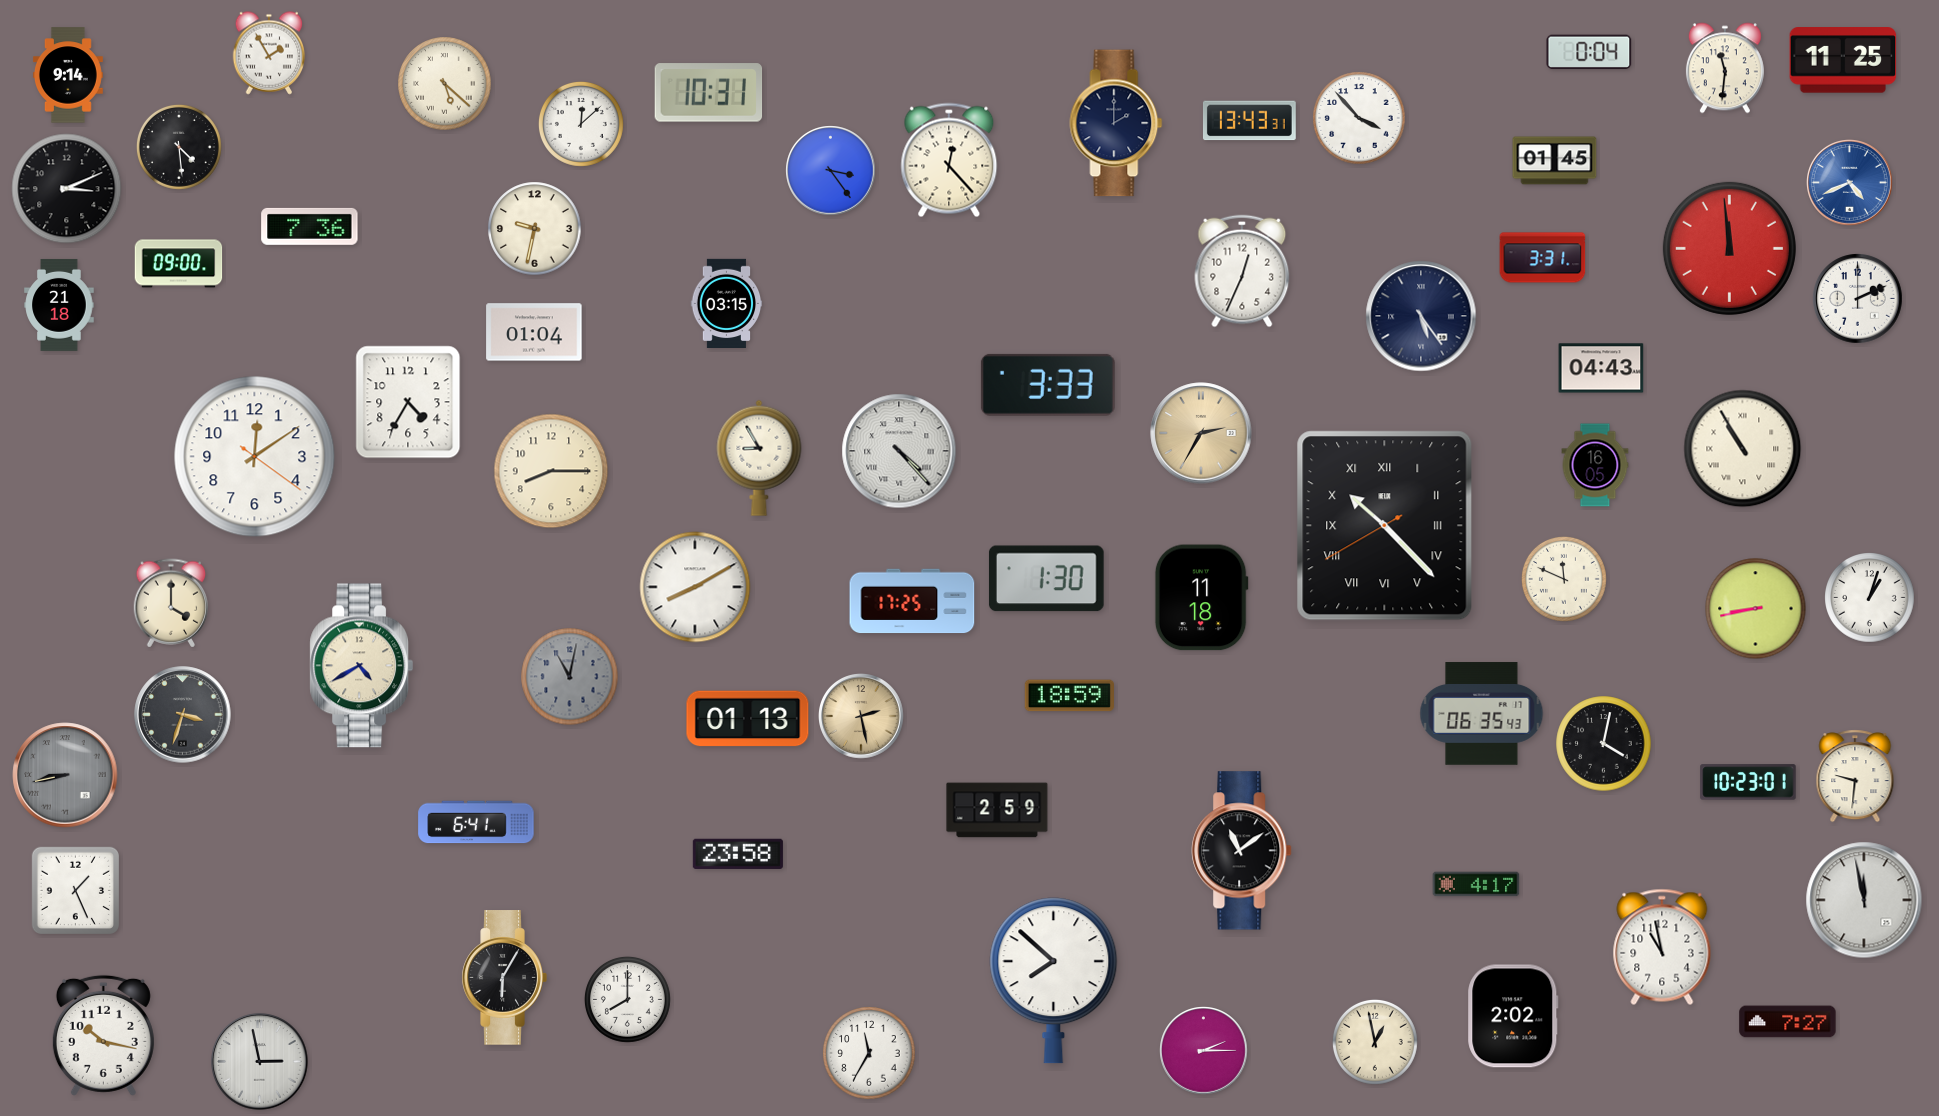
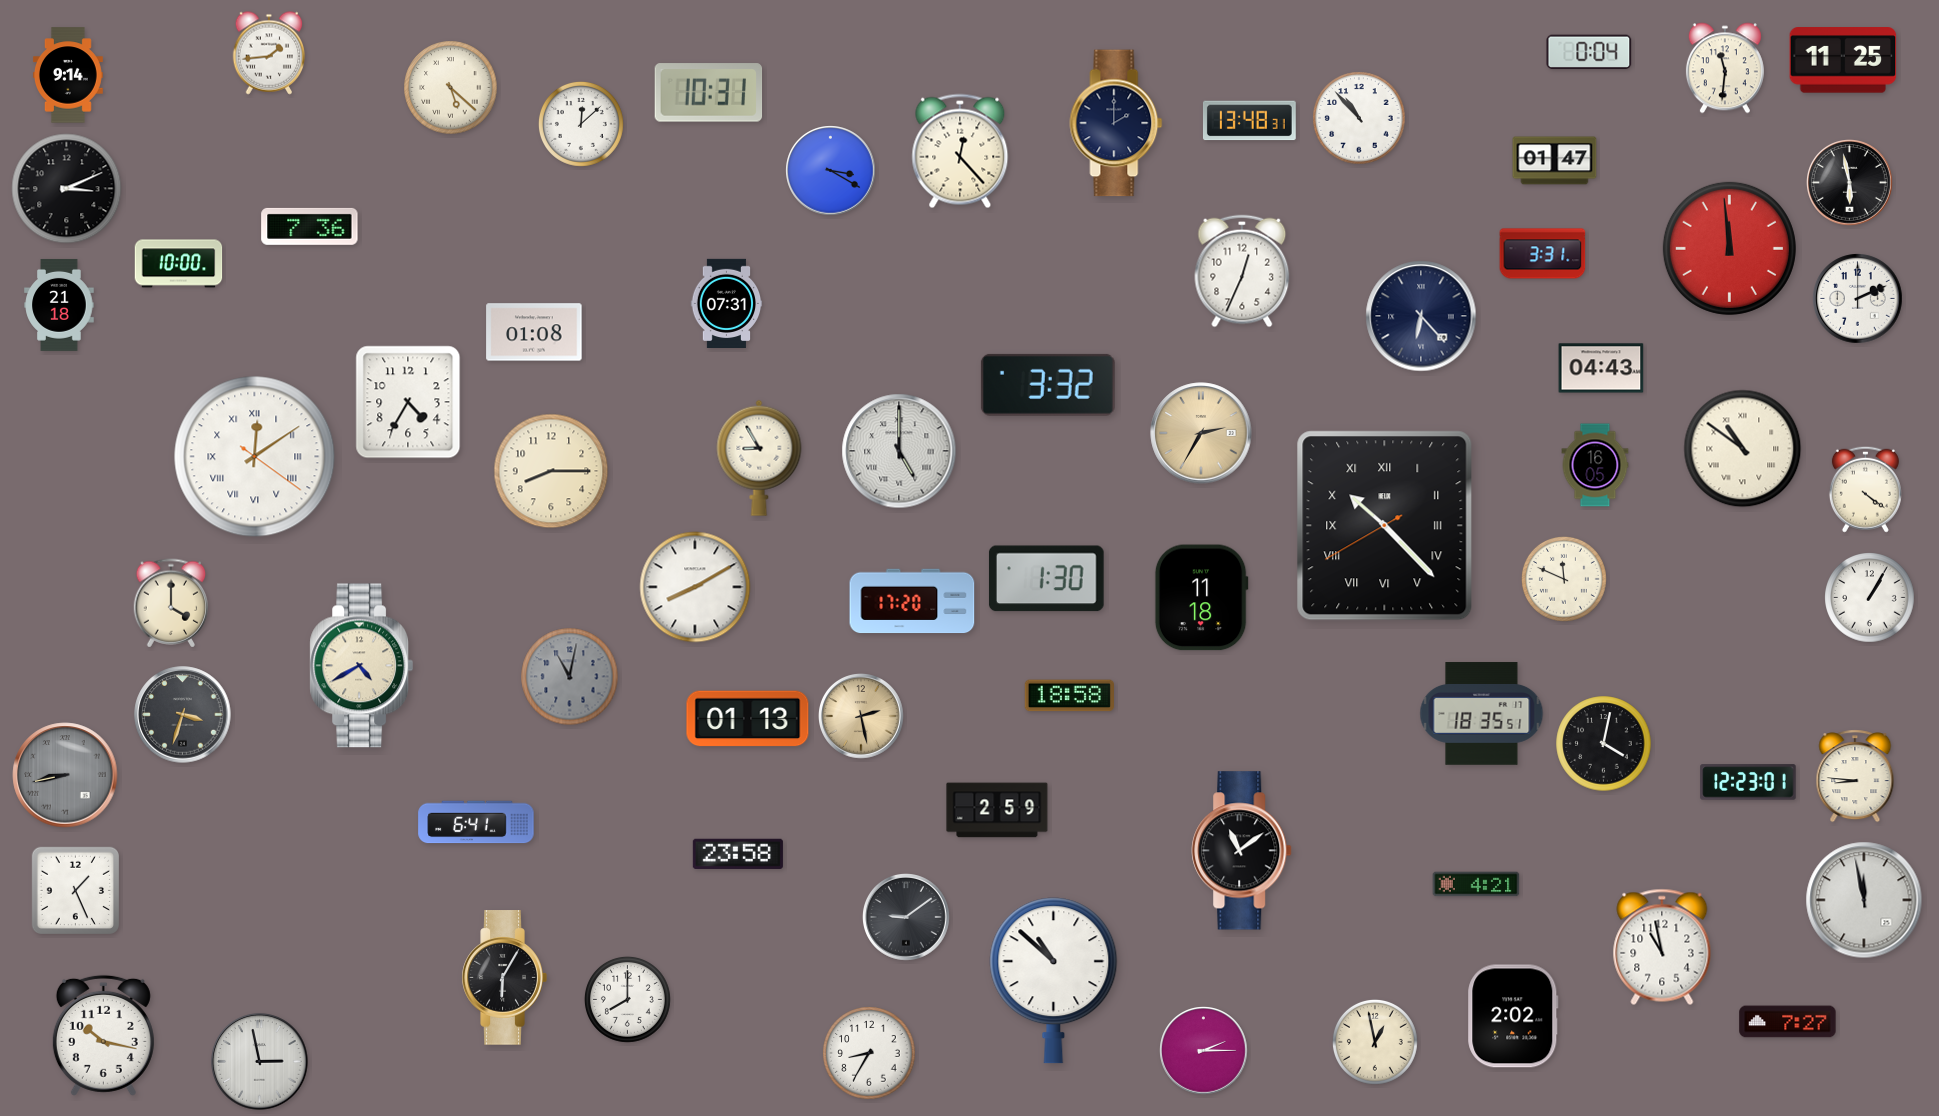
clock at (269, 53): 1:55 -> 1:44
clock at (445, 84) position: (445, 84) -> (451, 88)
clock at (1359, 118): 3:53 -> 10:53
clock at (1249, 121): 13:43 -> 13:48
clock at (179, 147): 4:29 -> none
clock at (949, 160) position: (949, 160) -> (960, 151)
clock at (1555, 161): 01:45 -> 01:47
clock at (831, 171): 3:24 -> 3:20
clock at (1850, 183): 4:41 -> 5:58
clock at (1850, 183) dial: blue -> black
clock at (535, 229): 9:32 -> none
clock at (1543, 258) position: (1543, 258) -> (1543, 254)
clock at (179, 264): 09:00 -> 10:00
clock at (727, 303): 03:15 -> 07:31
clock at (1421, 316): 5:24 -> 6:23
clock at (534, 332): 01:04 -> 01:08
clock at (1048, 385): 3:33 -> 3:32
clock at (1743, 449): 10:55 -> 10:51
clock at (899, 451): 4:23 -> 5:00
clock at (255, 457) numerals: Arabic -> Roman
clock at (1865, 489): none -> 4:21
clock at (1870, 598): 1:03 -> 1:05
clock at (912, 601): 17:25 -> 17:20
clock at (1756, 609): 8:43 -> none
clock at (1069, 696): 18:59 -> 18:58
clock at (1482, 714): 06:35 -> 18:35
clock at (1855, 776): 9:31 -> 8:46
clock at (1748, 782): 10:23 -> 12:23
clock at (1476, 884): 4:17 -> 4:21
clock at (907, 918): none -> 9:09
clock at (1054, 981): 7:52 -> 10:52
clock at (869, 1053): 11:35 -> 8:35
